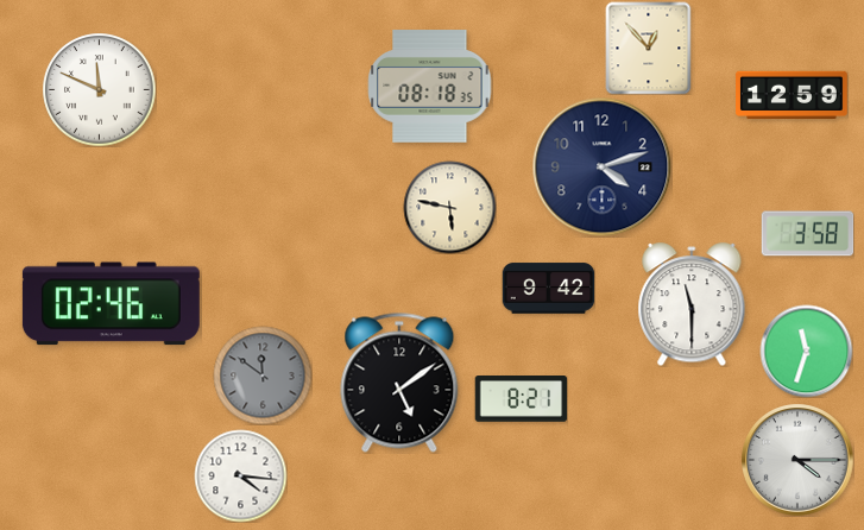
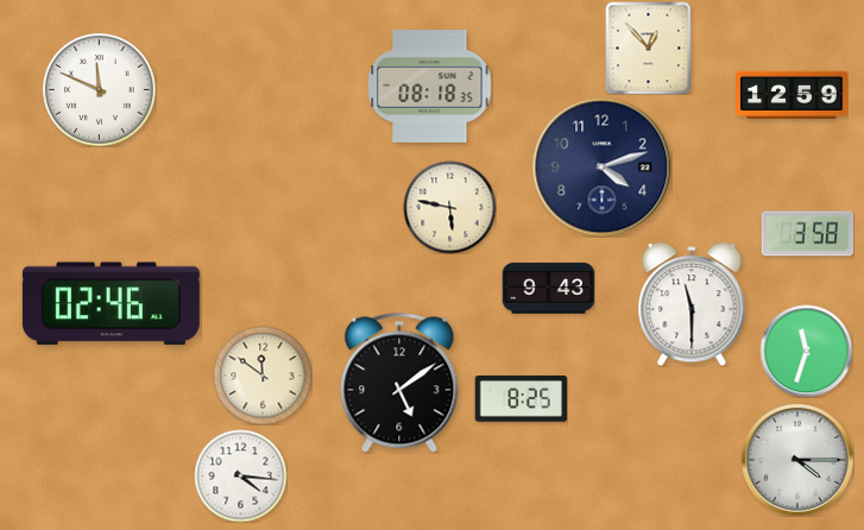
clock at (548, 289): 9:42 -> 9:43
clock at (263, 376) dial: grey -> cream
clock at (521, 399): 8:21 -> 8:25
